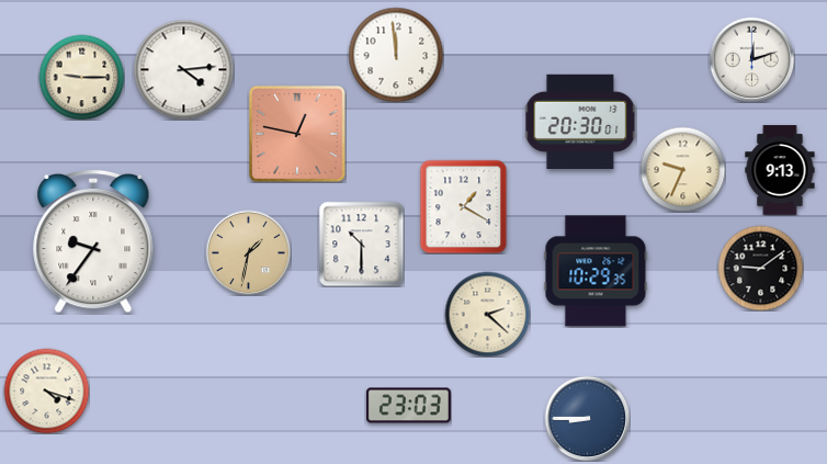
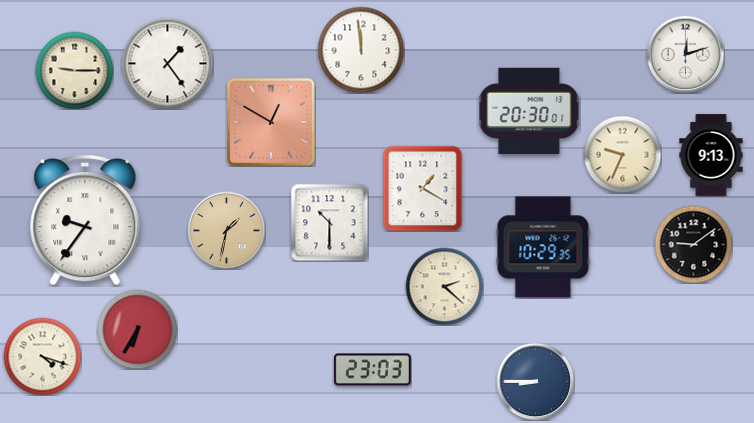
clock at (183, 69): 4:14 -> 1:24
clock at (297, 134): 12:47 -> 12:50
clock at (137, 329): none -> 6:35
